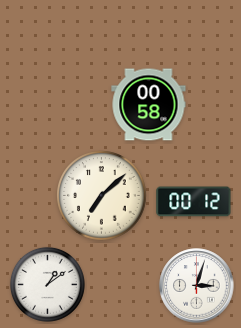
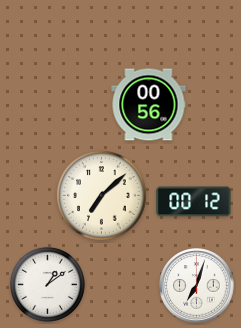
clock at (149, 105): 00:58 -> 00:56
clock at (197, 286): 3:03 -> 7:03
